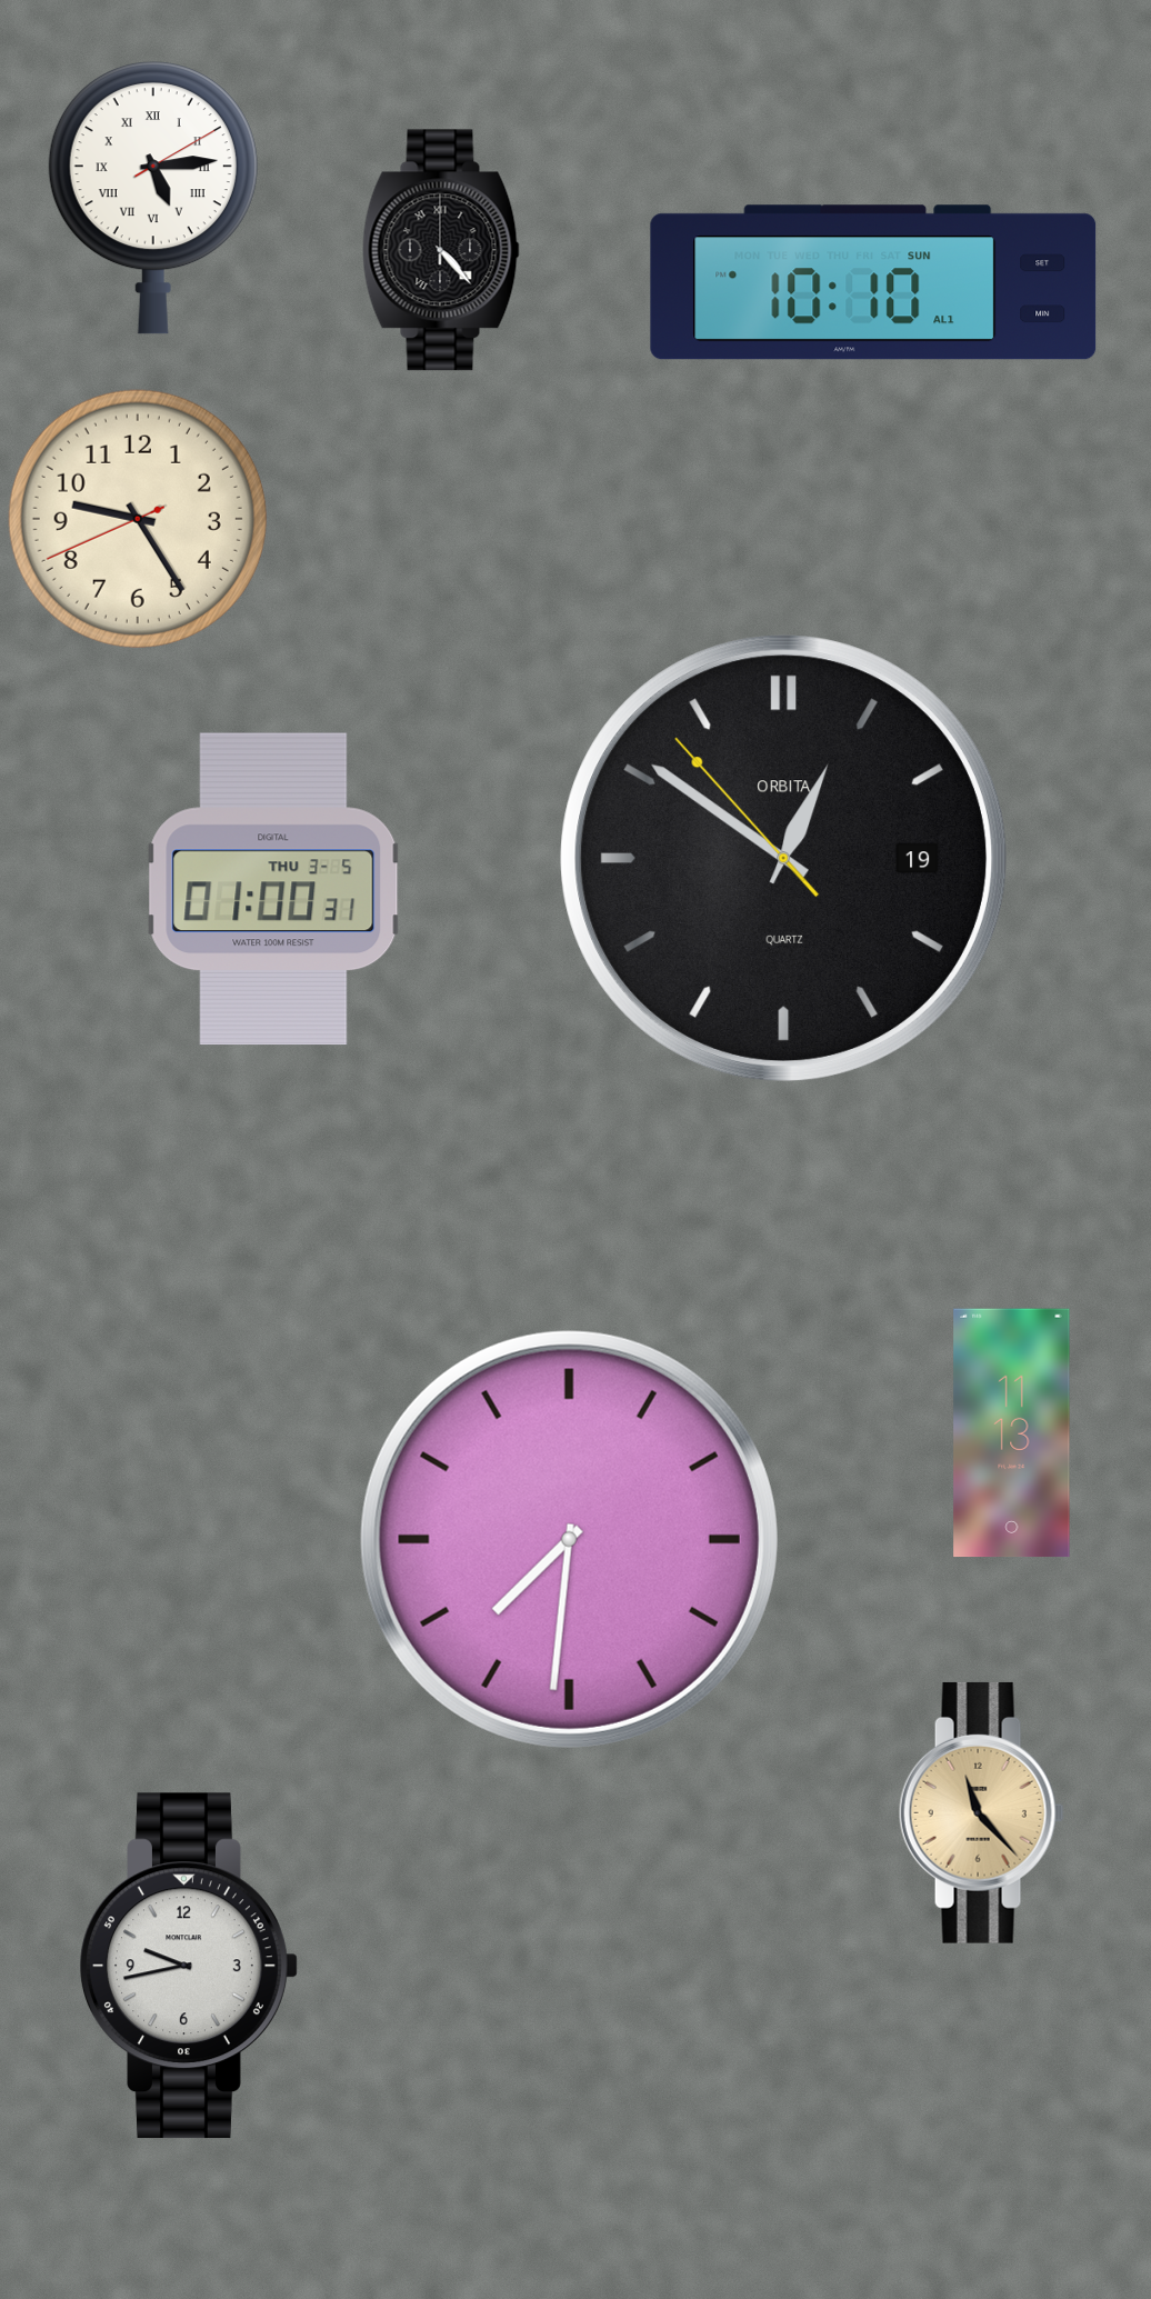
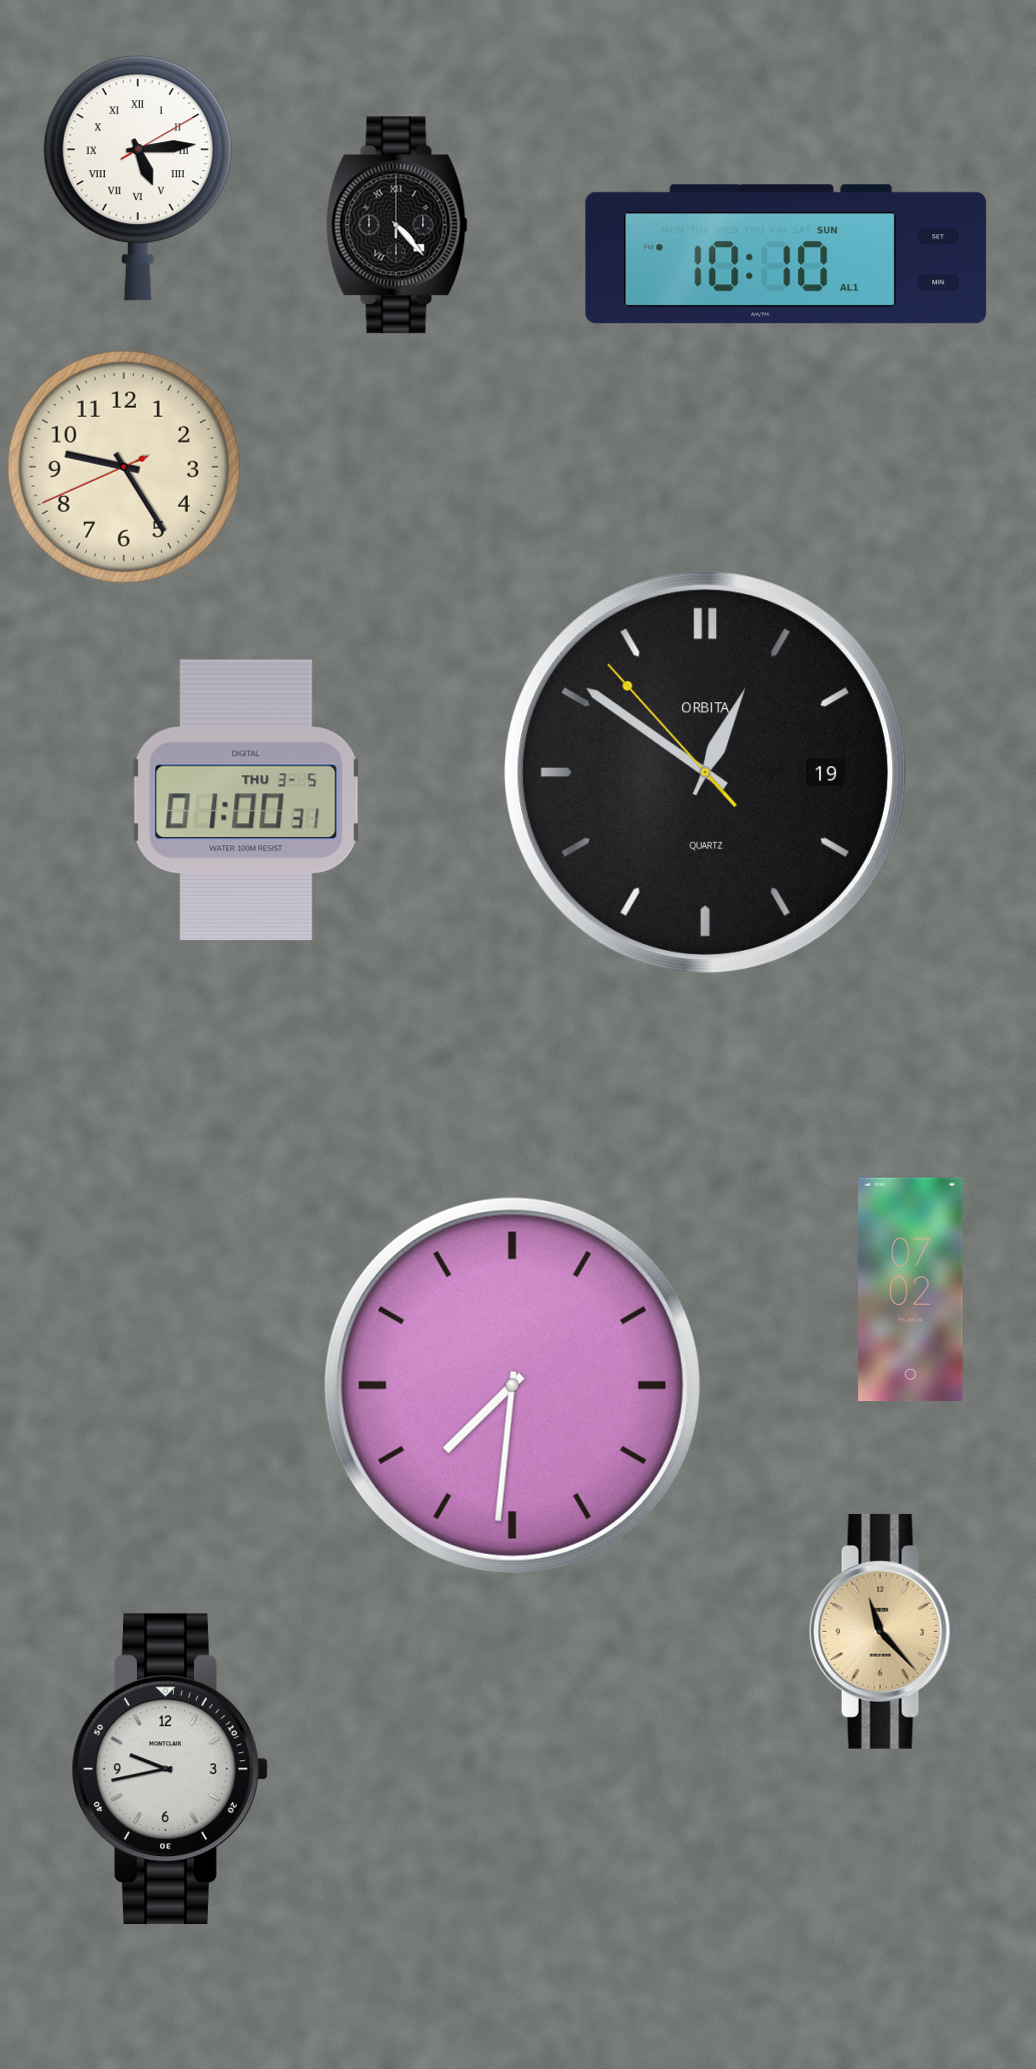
clock at (1012, 1433): 11:13 -> 07:02
